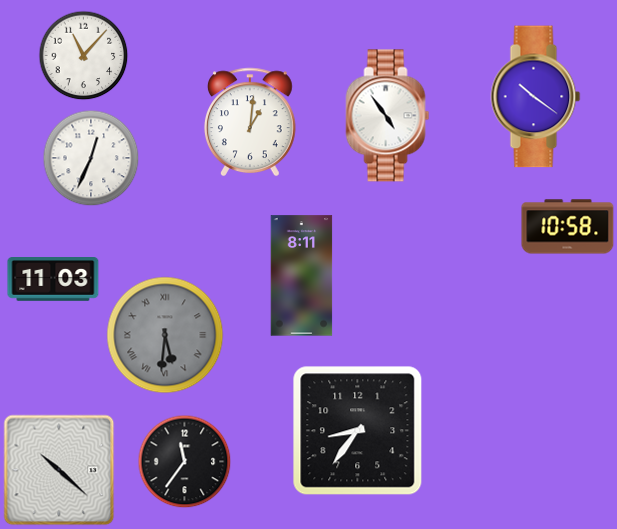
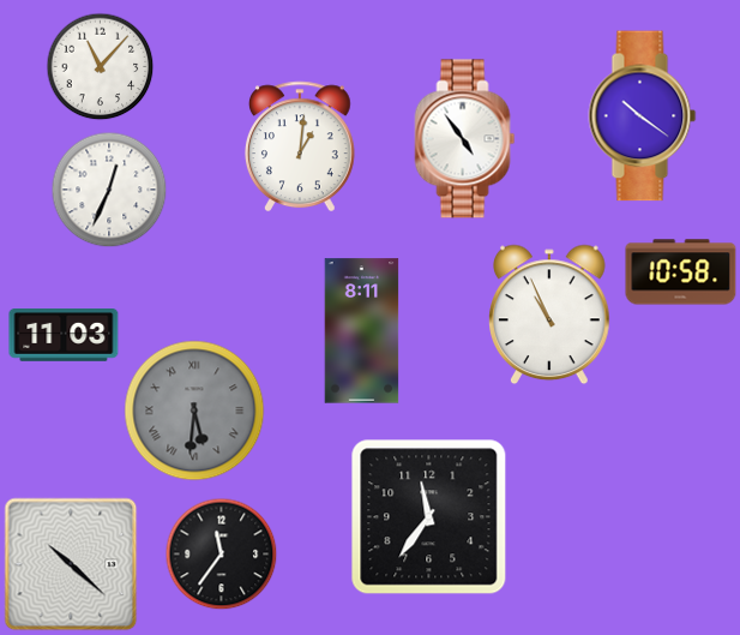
clock at (551, 314): none -> 10:56
clock at (165, 335) position: (165, 335) -> (194, 411)
clock at (358, 431): 8:36 -> 11:36
